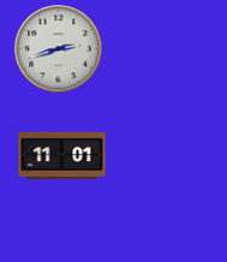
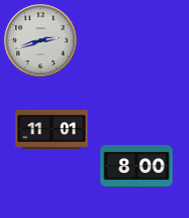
clock at (59, 49) position: (59, 49) -> (41, 41)
clock at (137, 167): none -> 8:00
